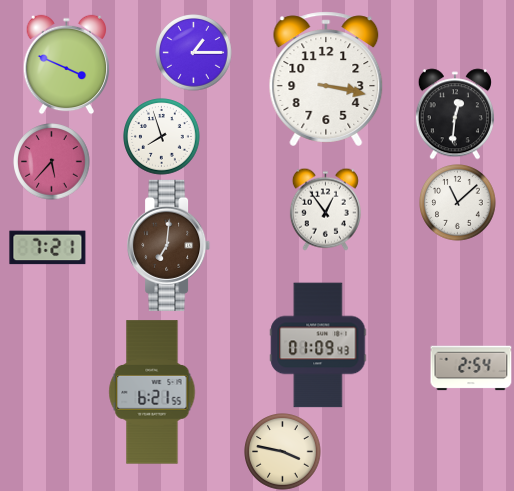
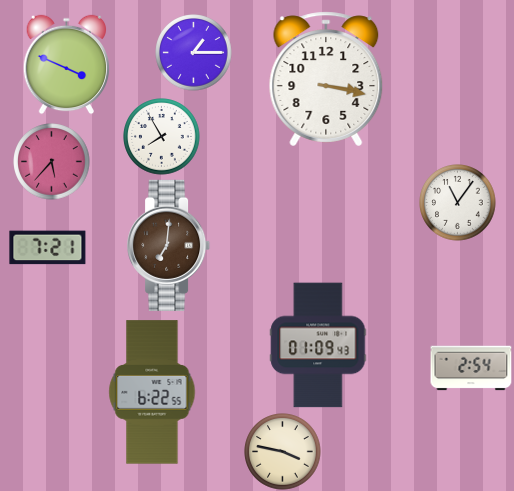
clock at (455, 114): 12:31 -> none
clock at (162, 137): 7:57 -> 7:55
clock at (458, 203): 11:08 -> 11:06
clock at (325, 209): 12:54 -> none
clock at (152, 392): 6:21 -> 6:22
